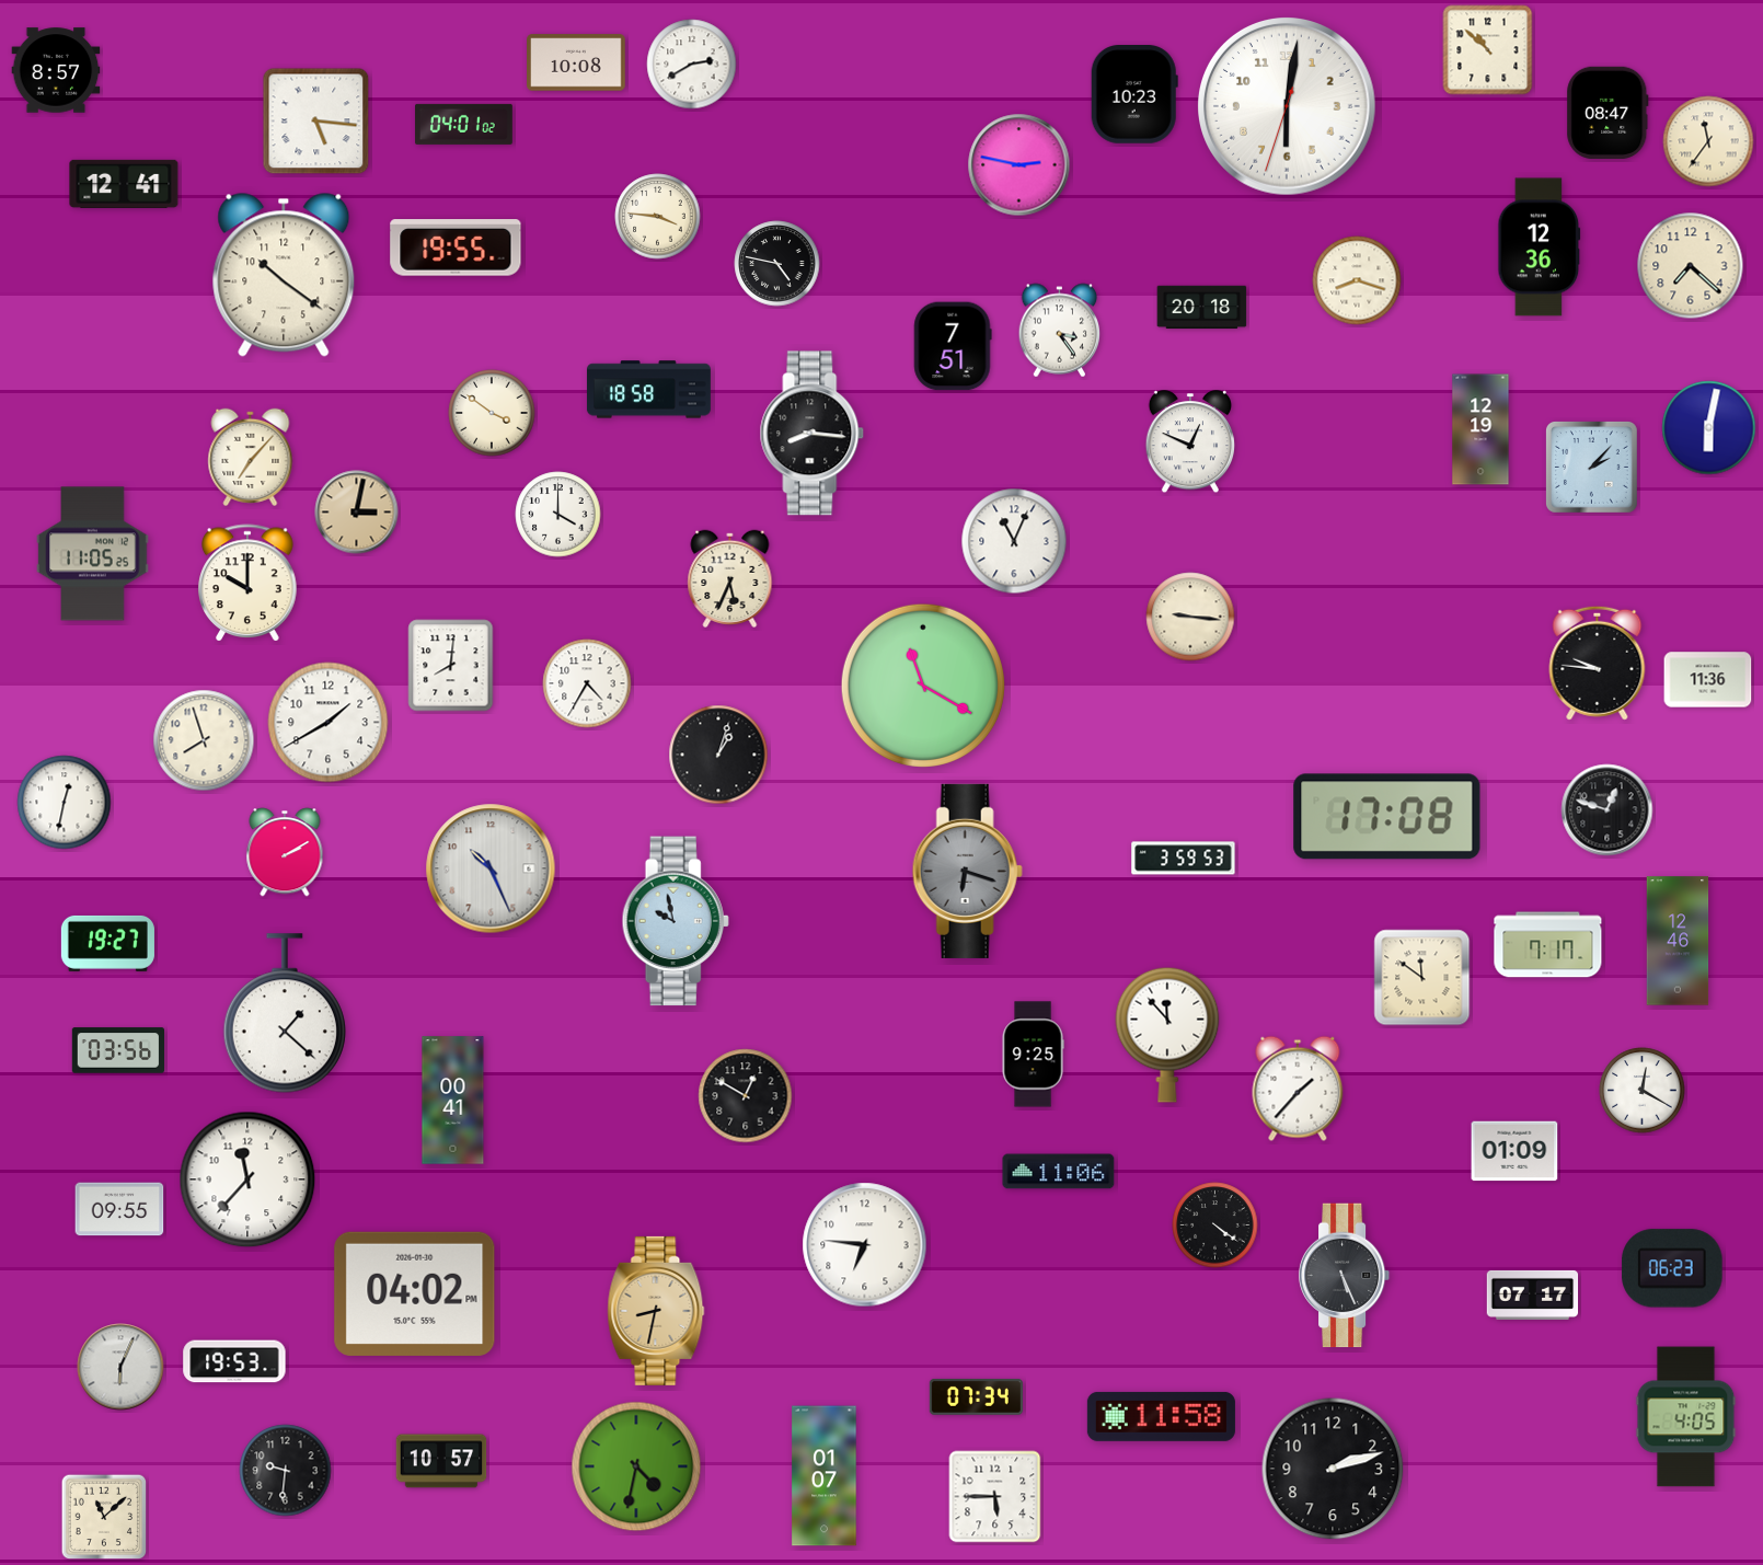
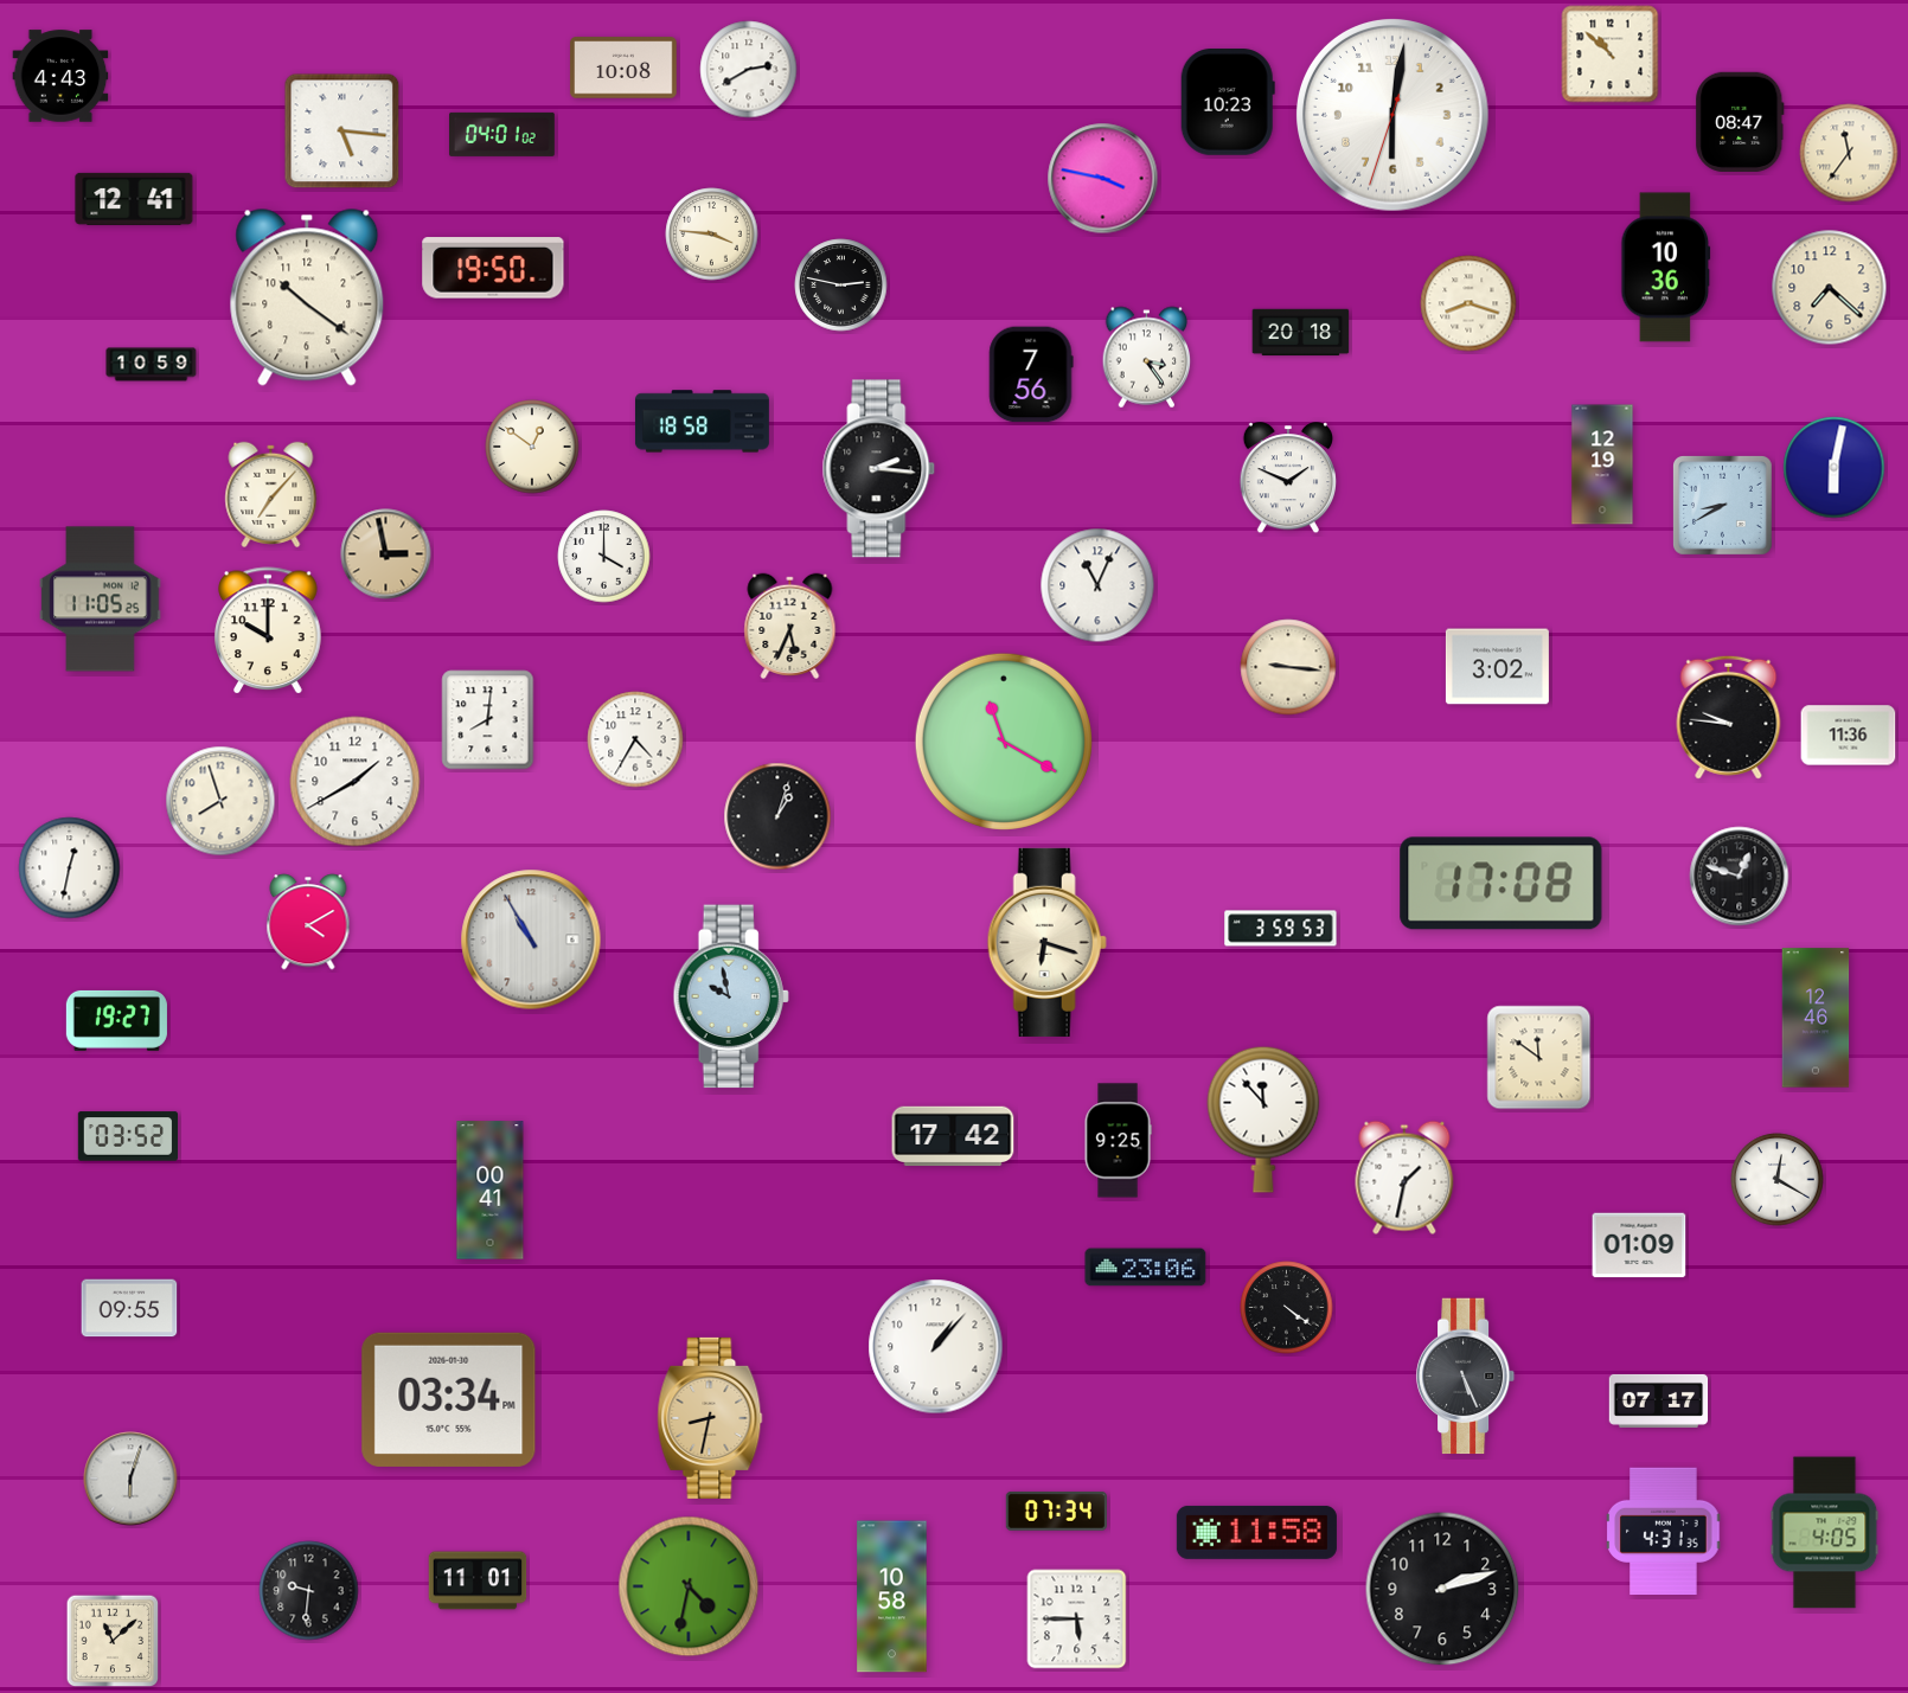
clock at (56, 70): 8:57 -> 4:43
clock at (1019, 165): 2:47 -> 3:47
clock at (456, 248): 19:55 -> 19:50
clock at (1540, 248): 12:36 -> 10:36
clock at (777, 264): 4:47 -> 2:47
clock at (152, 365): none -> 10:59
clock at (953, 346): 7:51 -> 7:56
clock at (492, 413): 3:51 -> 12:51
clock at (1709, 428) position: (1709, 428) -> (1835, 468)
clock at (813, 434): 8:16 -> 2:16
clock at (1189, 442): 12:49 -> 1:49
clock at (1591, 467): 2:07 -> 8:40
clock at (357, 513): 3:02 -> 2:58
clock at (1497, 667): none -> 3:02
clock at (923, 686) position: (923, 686) -> (1004, 742)
clock at (285, 852): 2:10 -> 4:10
clock at (491, 868): 10:26 -> 10:55
clock at (967, 871) dial: grey -> cream
clock at (1548, 945): 7:17 -> none
clock at (285, 1013): 1:22 -> none
clock at (117, 1050): 03:56 -> 03:52
clock at (953, 1136): none -> 17:42
clock at (1298, 1089): 1:37 -> 1:32
clock at (746, 1096): 12:50 -> none
clock at (1059, 1172): 11:06 -> 23:06
clock at (247, 1179): 11:37 -> none
clock at (1215, 1225) position: (1215, 1225) -> (1287, 1308)
clock at (865, 1245): 6:46 -> 1:07
clock at (1672, 1268): 06:23 -> none
clock at (1345, 1276) position: (1345, 1276) -> (1466, 1377)
clock at (415, 1293): 04:02 -> 03:34
clock at (234, 1361): 19:53 -> none
clock at (120, 1367): 6:04 -> 6:03
clock at (1664, 1532): none -> 4:31
clock at (441, 1461): 10:57 -> 11:01
clock at (825, 1476): 01:07 -> 10:58
